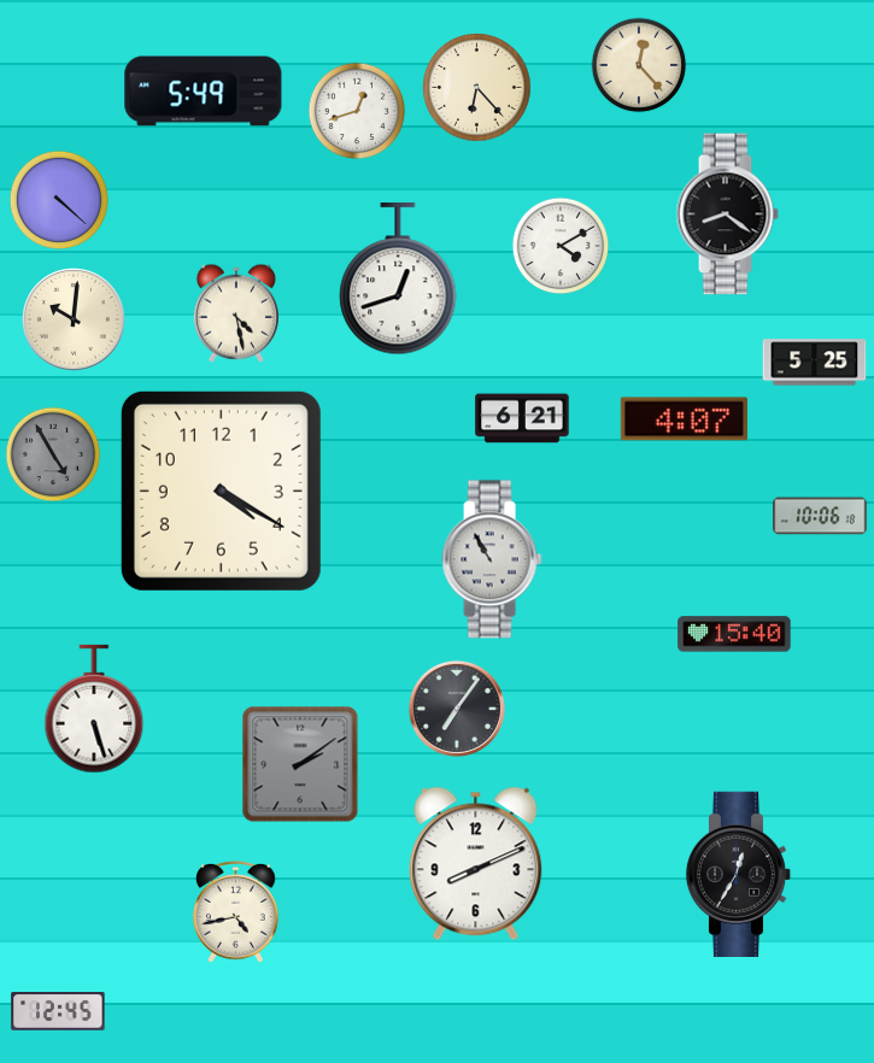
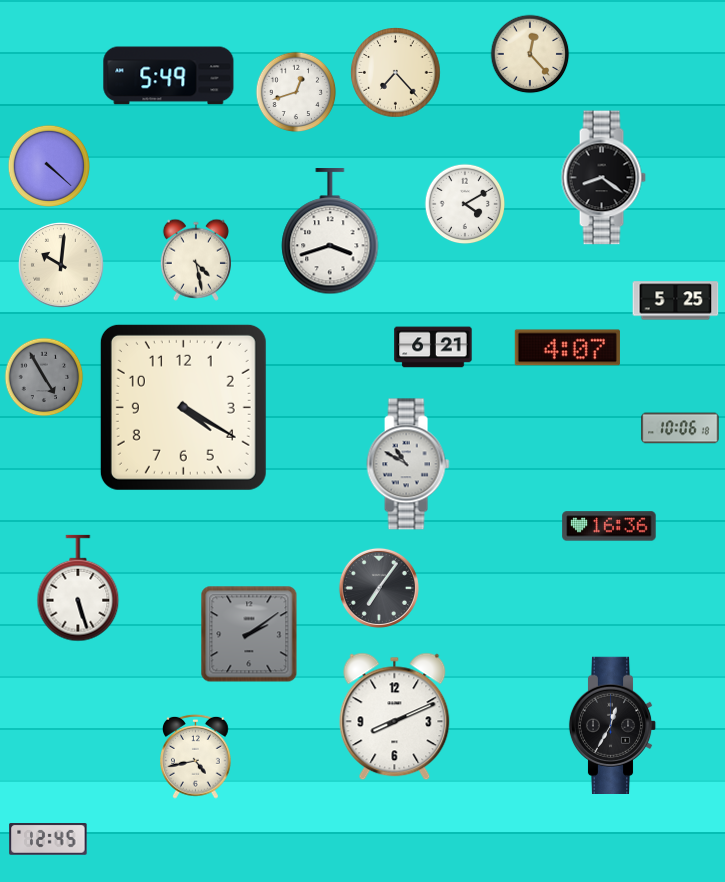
clock at (477, 88): 6:23 -> 7:23
clock at (398, 280): 12:42 -> 3:42
clock at (492, 559): 10:55 -> 10:50
clock at (734, 634): 15:40 -> 16:36
